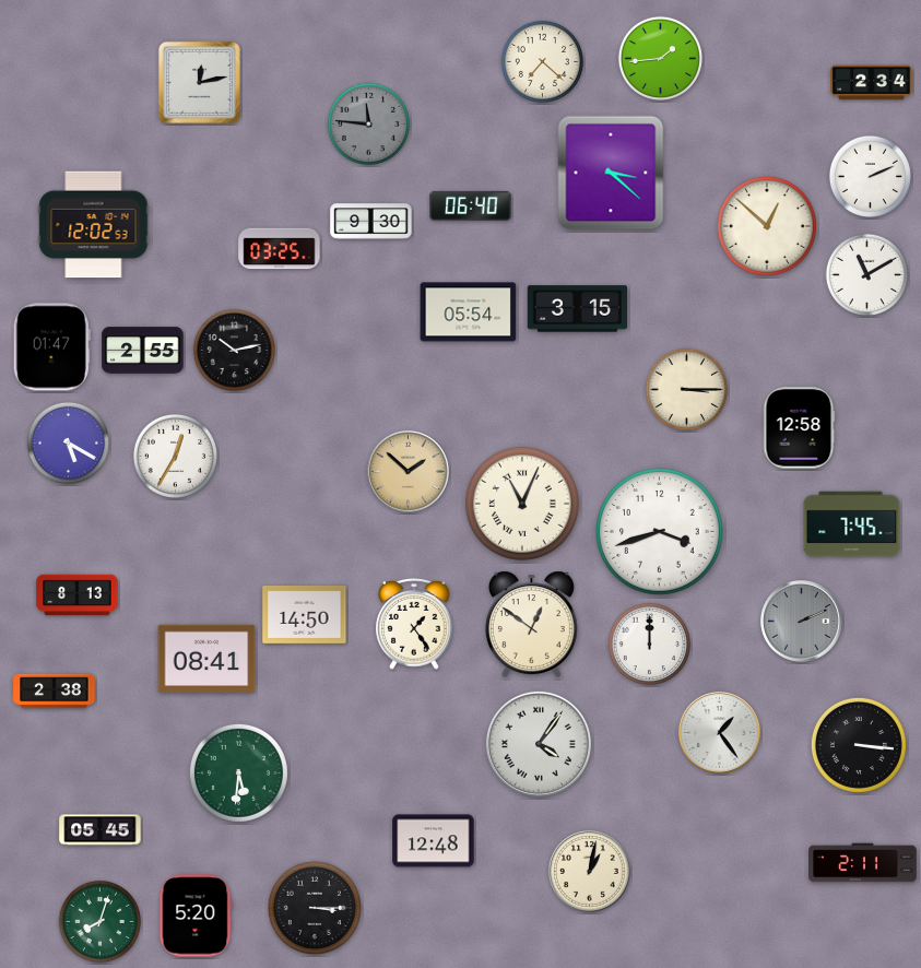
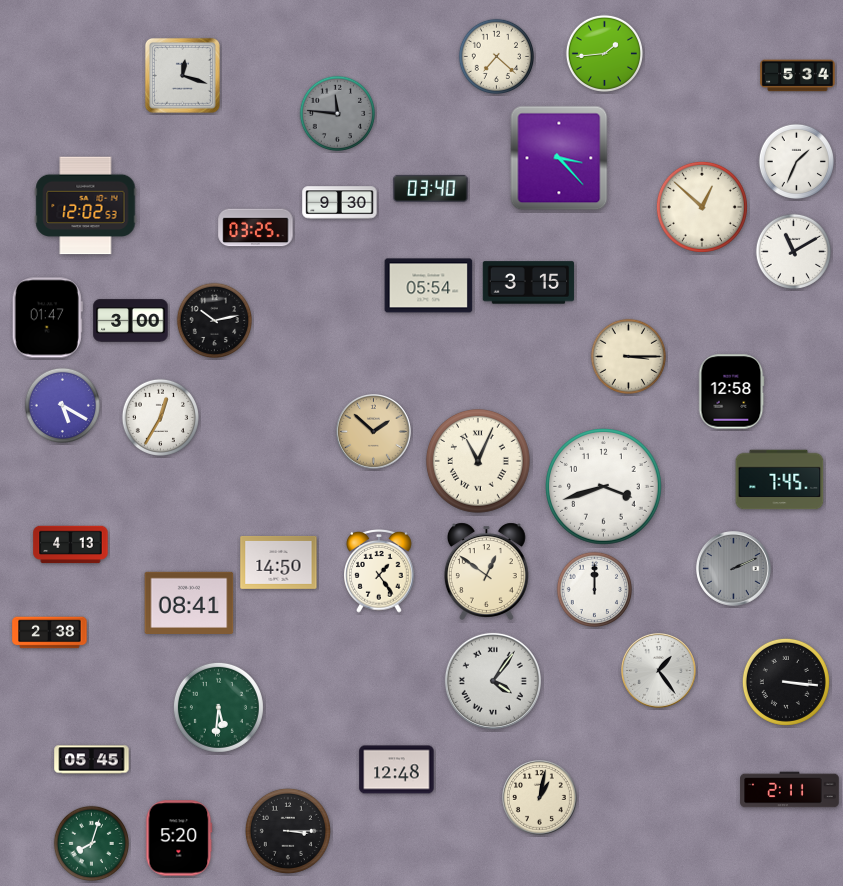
clock at (199, 82): 12:13 -> 12:18
clock at (872, 83): 2:34 -> 5:34
clock at (611, 173): 3:22 -> 3:23
clock at (870, 176): 2:11 -> 1:34
clock at (471, 205): 06:40 -> 03:40
clock at (143, 351): 2:55 -> 3:00
clock at (78, 595): 8:13 -> 4:13
